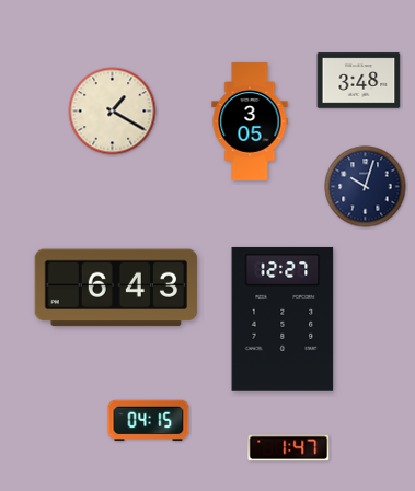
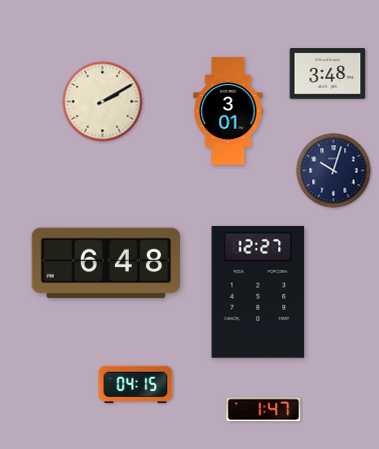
clock at (113, 112): 1:20 -> 2:10
clock at (250, 121): 3:05 -> 3:01
clock at (116, 288): 6:43 -> 6:48
